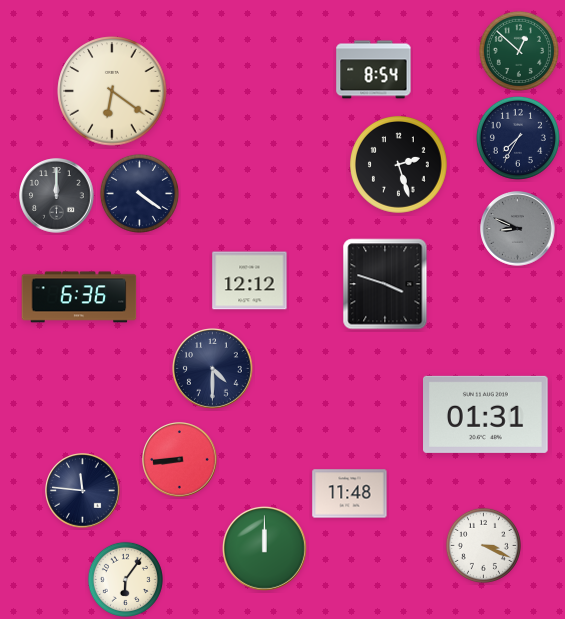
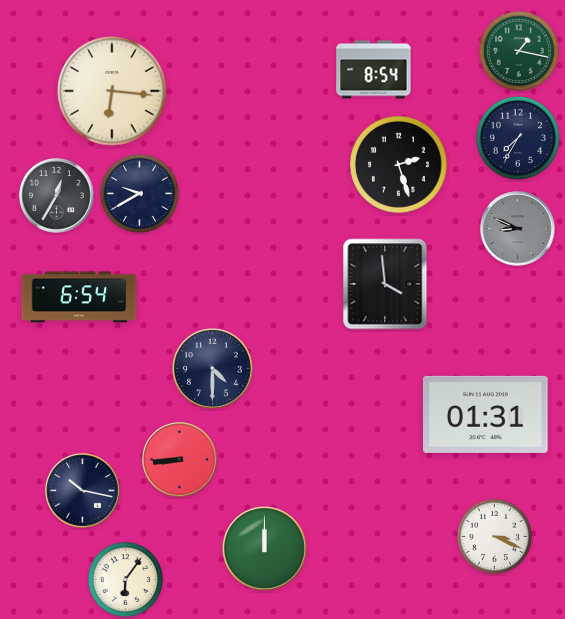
clock at (519, 51): 12:52 -> 1:17
clock at (112, 91): 6:21 -> 6:16
clock at (139, 193): 4:21 -> 9:40
clock at (57, 196): 12:00 -> 12:35
clock at (250, 281): 12:12 -> none
clock at (385, 284): 3:48 -> 3:59
clock at (79, 297): 6:36 -> 6:54
clock at (83, 491): 11:46 -> 10:17
clock at (350, 494): 11:48 -> none
clock at (483, 545) position: (483, 545) -> (494, 536)
